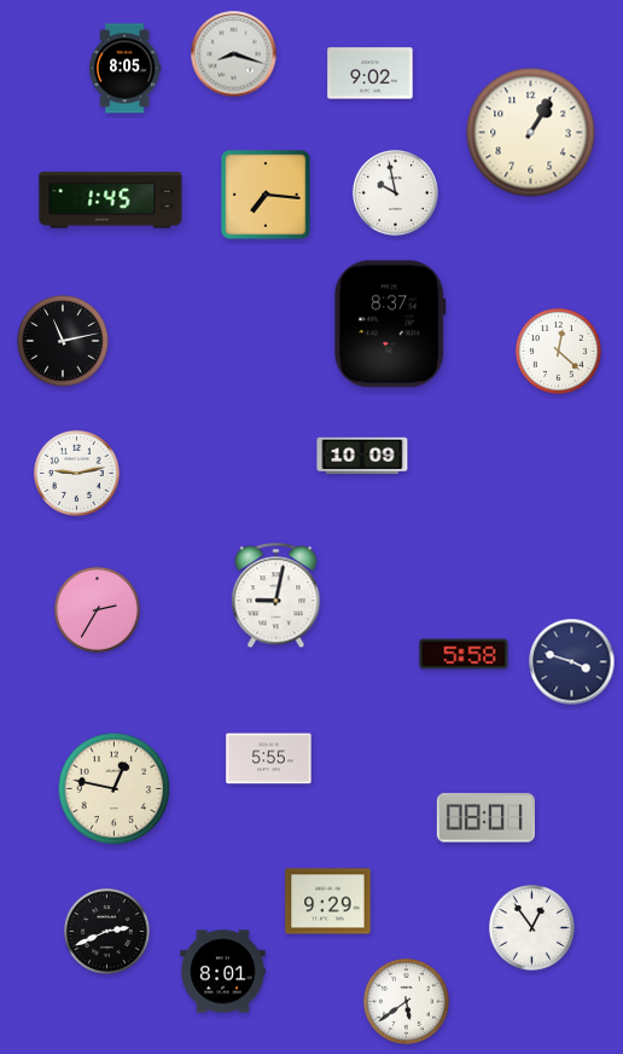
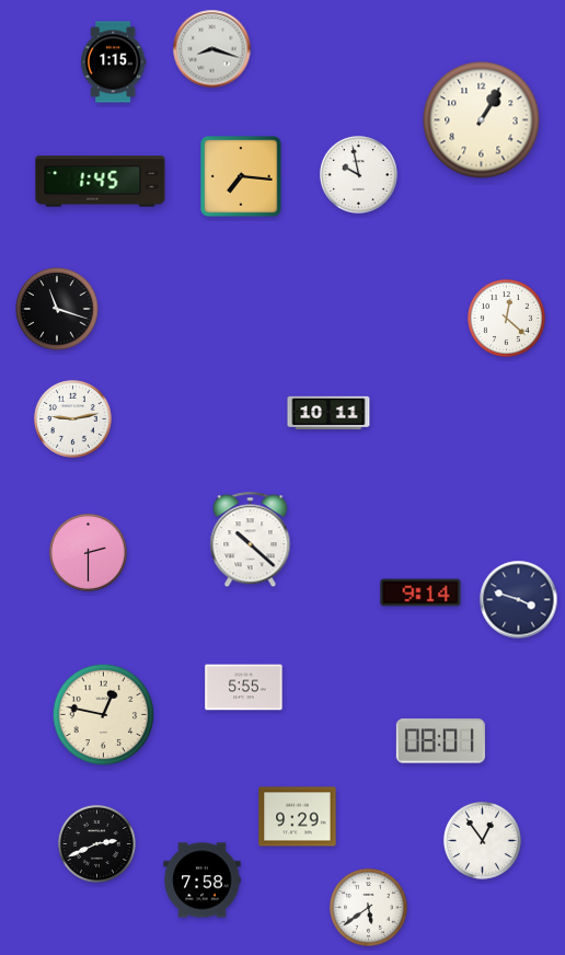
clock at (126, 69): 8:05 -> 1:15
clock at (371, 74): 9:02 -> none
clock at (390, 324): 8:37 -> none
clock at (63, 341): 11:13 -> 11:18
clock at (362, 456): 10:09 -> 10:11
clock at (76, 473) position: (76, 473) -> (72, 418)
clock at (276, 596): 9:02 -> 10:22
clock at (97, 609): 2:35 -> 2:30
clock at (464, 654): 5:58 -> 9:14
clock at (223, 972): 8:01 -> 7:58
